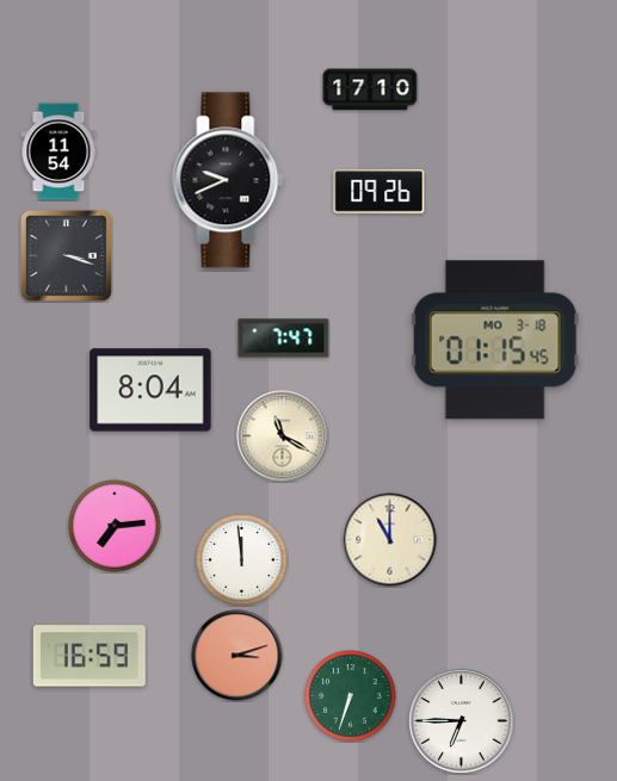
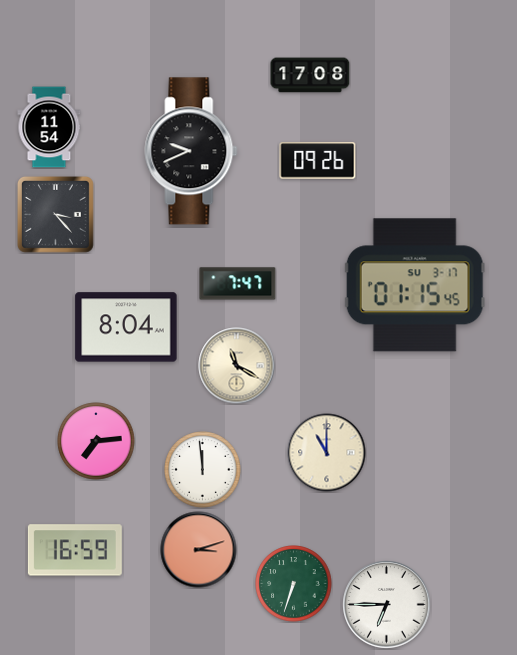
clock at (370, 89): 17:10 -> 17:08
clock at (66, 255): 3:18 -> 3:23
clock at (495, 340) date: MO 3-18 -> SU 3-17
